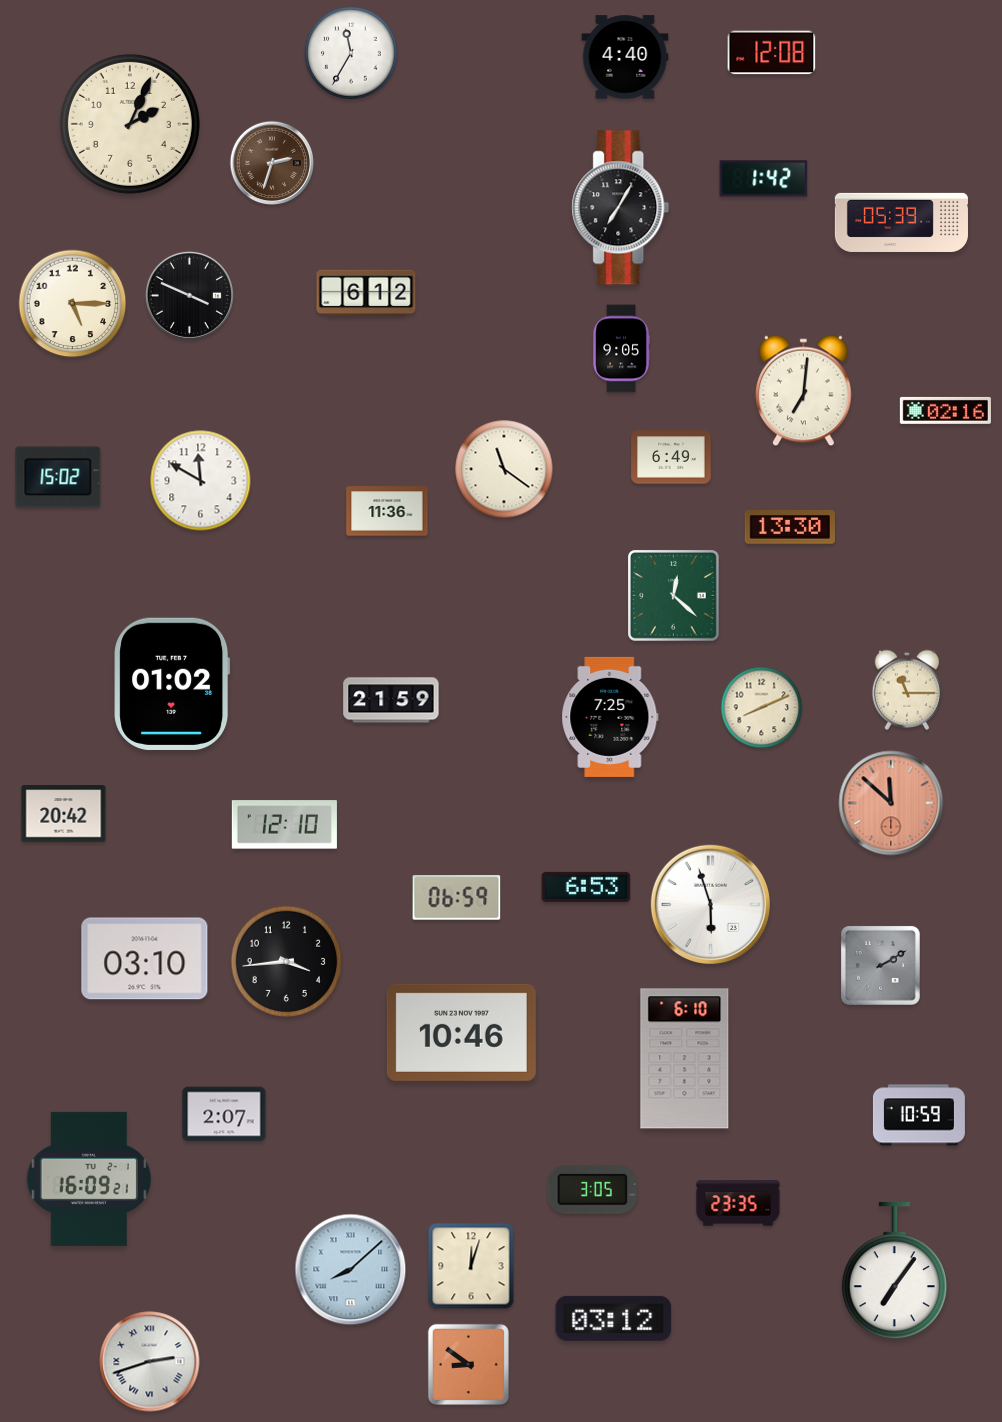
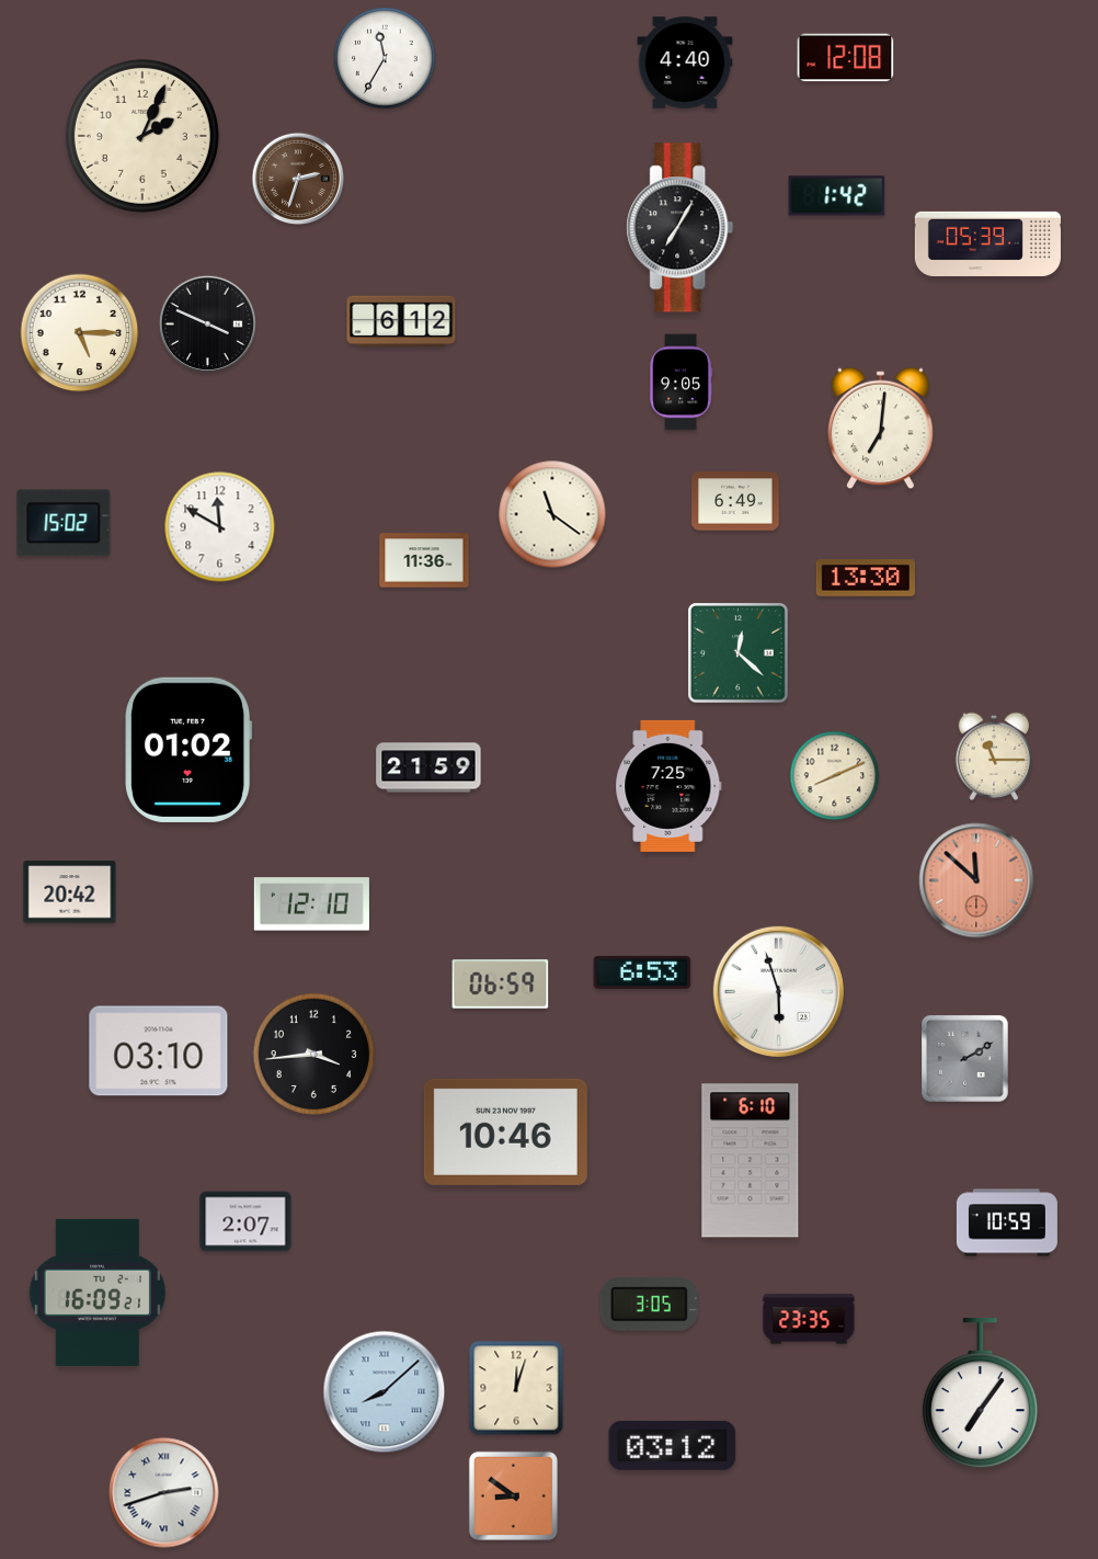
clock at (945, 410): 02:16 -> none
